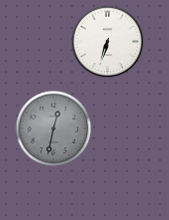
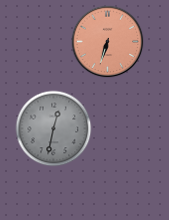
clock at (108, 42) dial: white -> salmon
